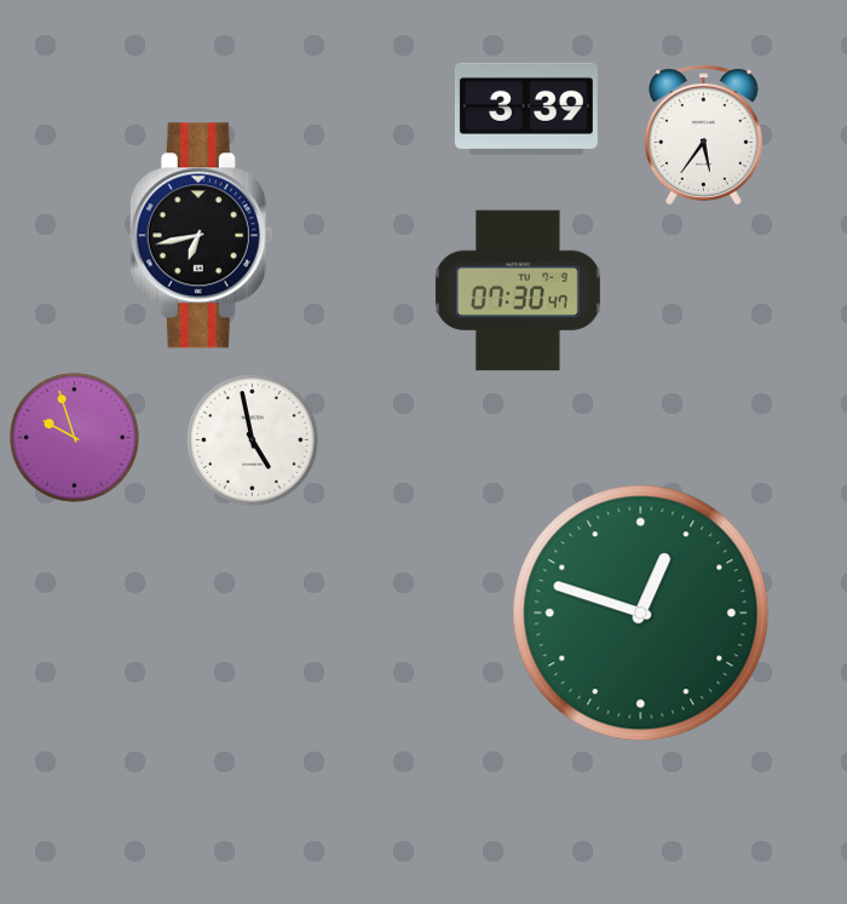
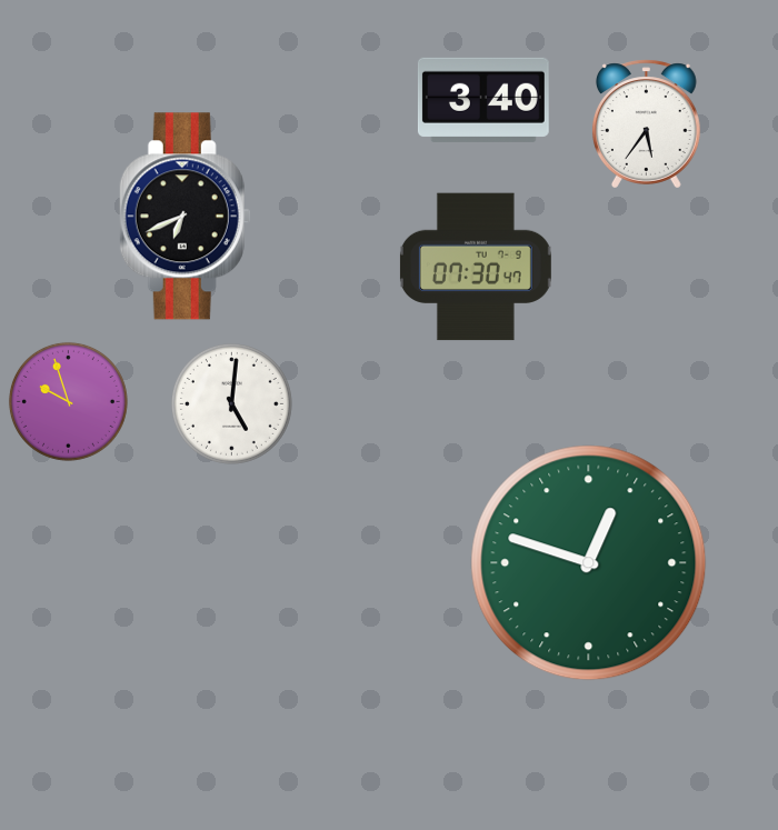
clock at (526, 109): 3:39 -> 3:40
clock at (202, 236): 6:43 -> 6:41
clock at (252, 439): 4:58 -> 5:01
